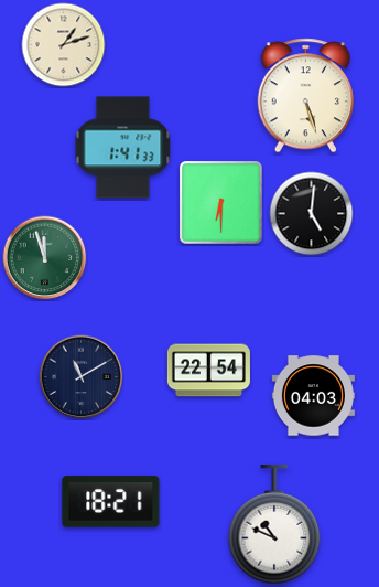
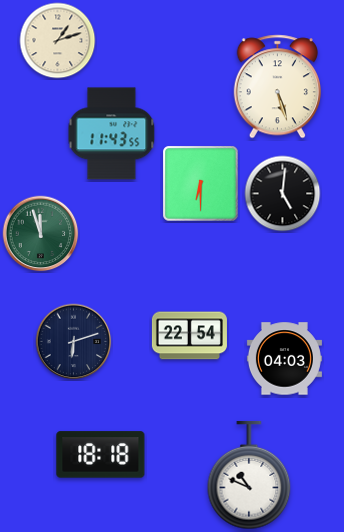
clock at (123, 148): 1:41 -> 11:43
clock at (82, 377): 11:10 -> 6:12
clock at (111, 502): 18:21 -> 18:18
